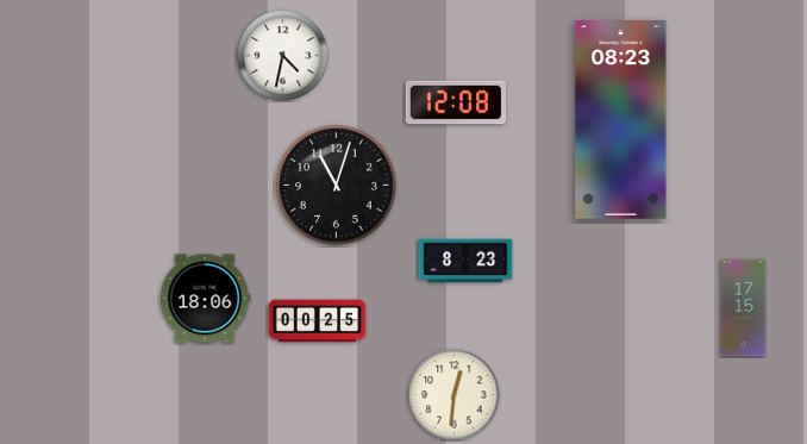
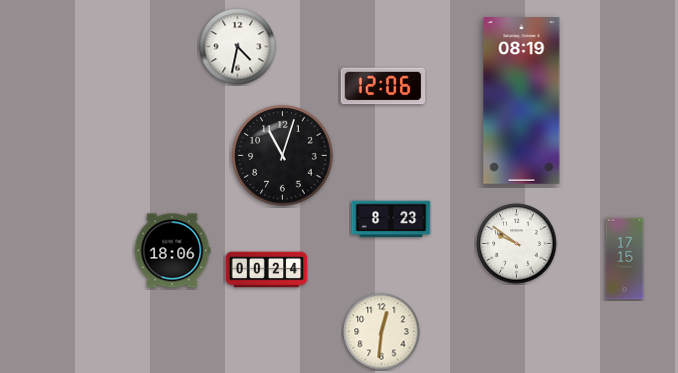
clock at (456, 102): 12:08 -> 12:06
clock at (621, 120): 08:23 -> 08:19
clock at (517, 244): none -> 9:51
clock at (318, 321): 00:25 -> 00:24
